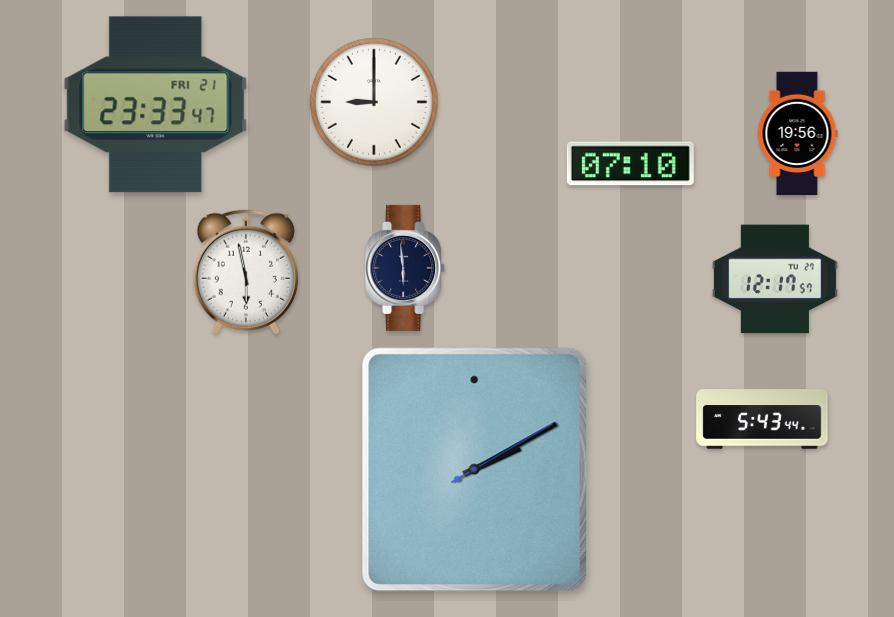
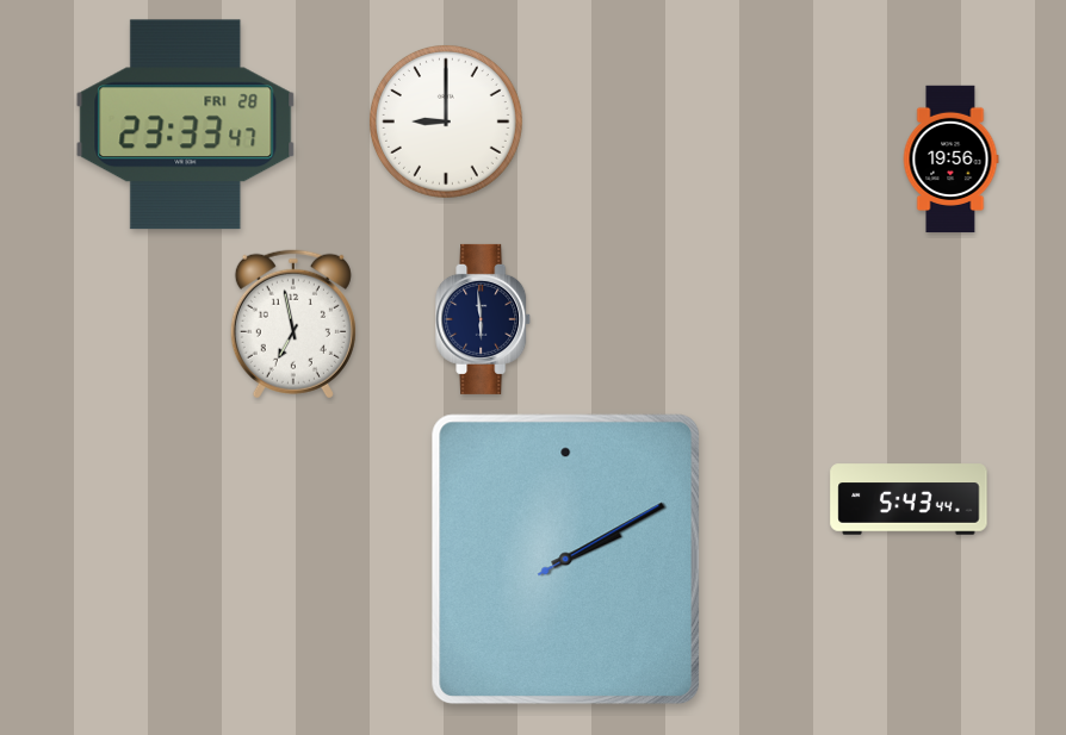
clock at (156, 105) date: FRI 21 -> FRI 28
clock at (630, 164): 07:10 -> none
clock at (246, 272): 5:58 -> 6:58
clock at (775, 279): 12:17 -> none
